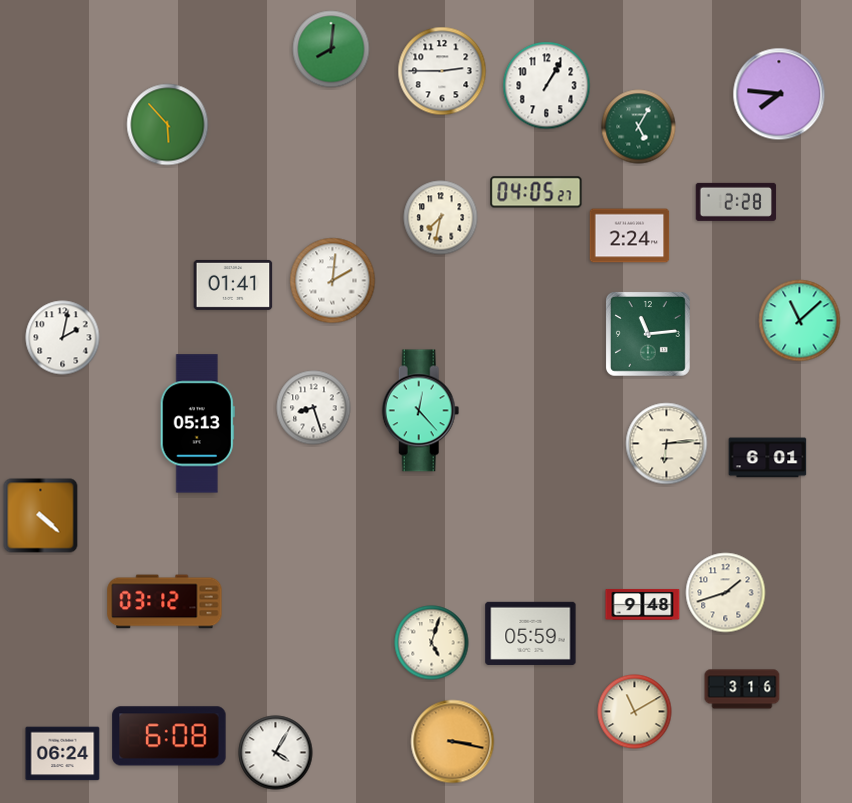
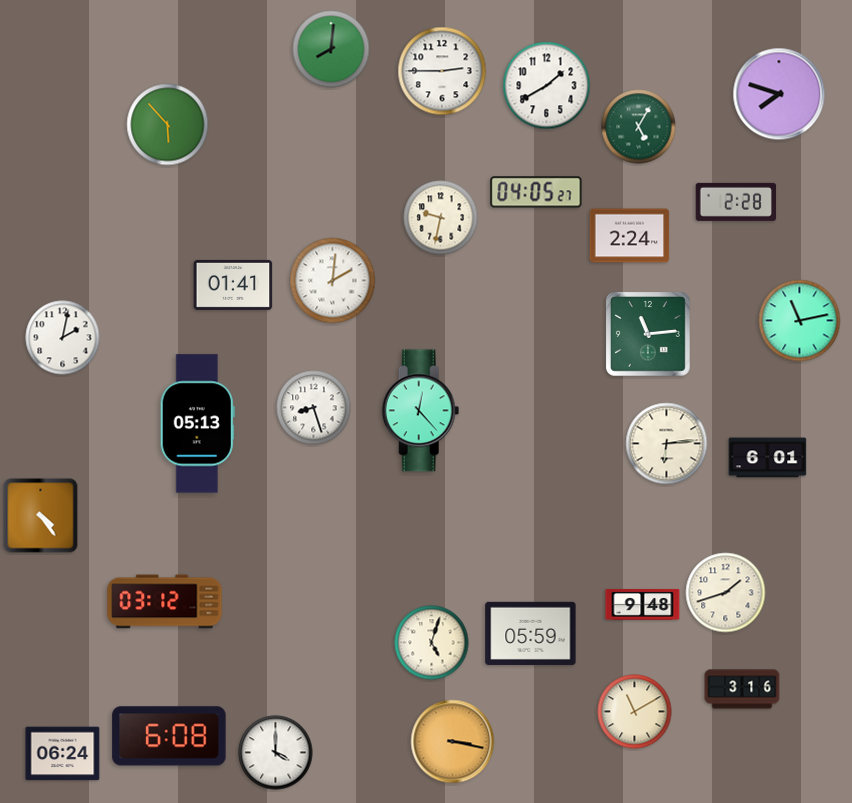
clock at (547, 86): 1:05 -> 1:40
clock at (779, 94): 7:46 -> 7:48
clock at (441, 218): 7:32 -> 9:32
clock at (800, 321): 11:08 -> 11:13
clock at (41, 516): 4:22 -> 4:24
clock at (276, 753): 4:05 -> 4:00
